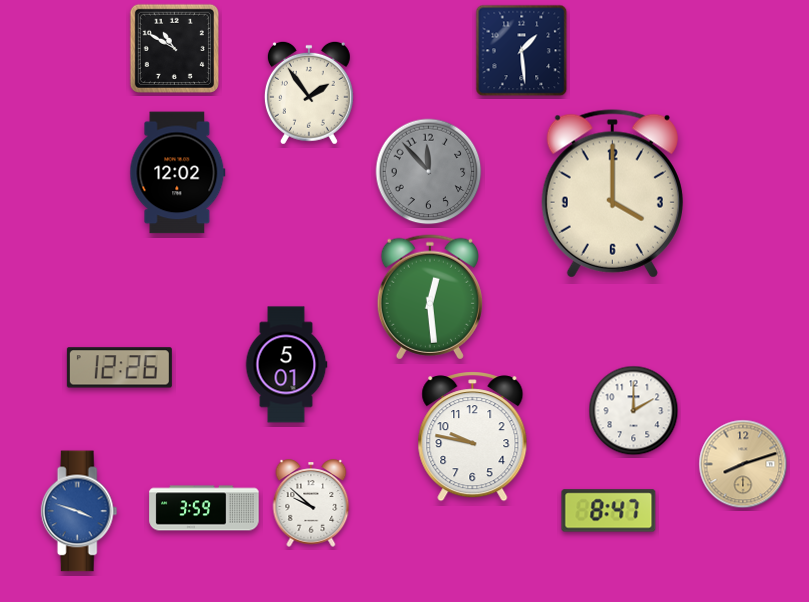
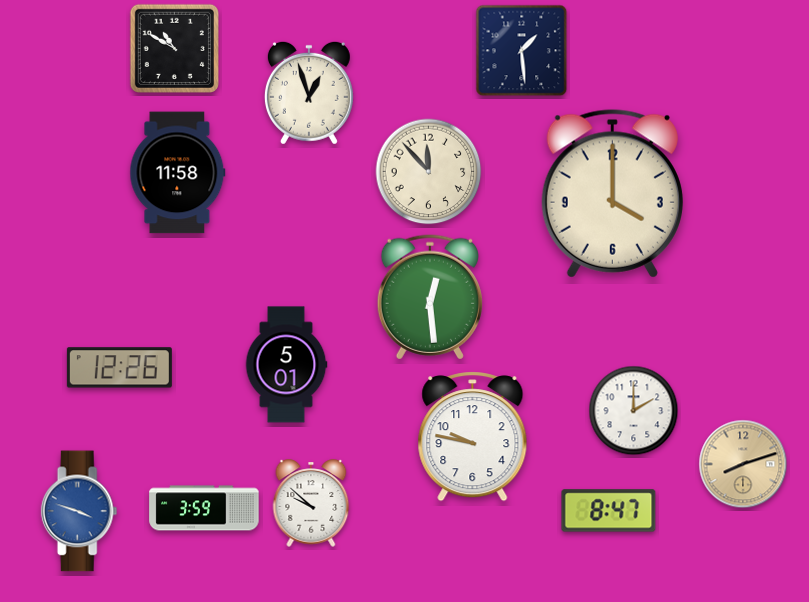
clock at (309, 93): 1:54 -> 12:57
clock at (429, 172) dial: grey -> cream
clock at (178, 173): 12:02 -> 11:58
